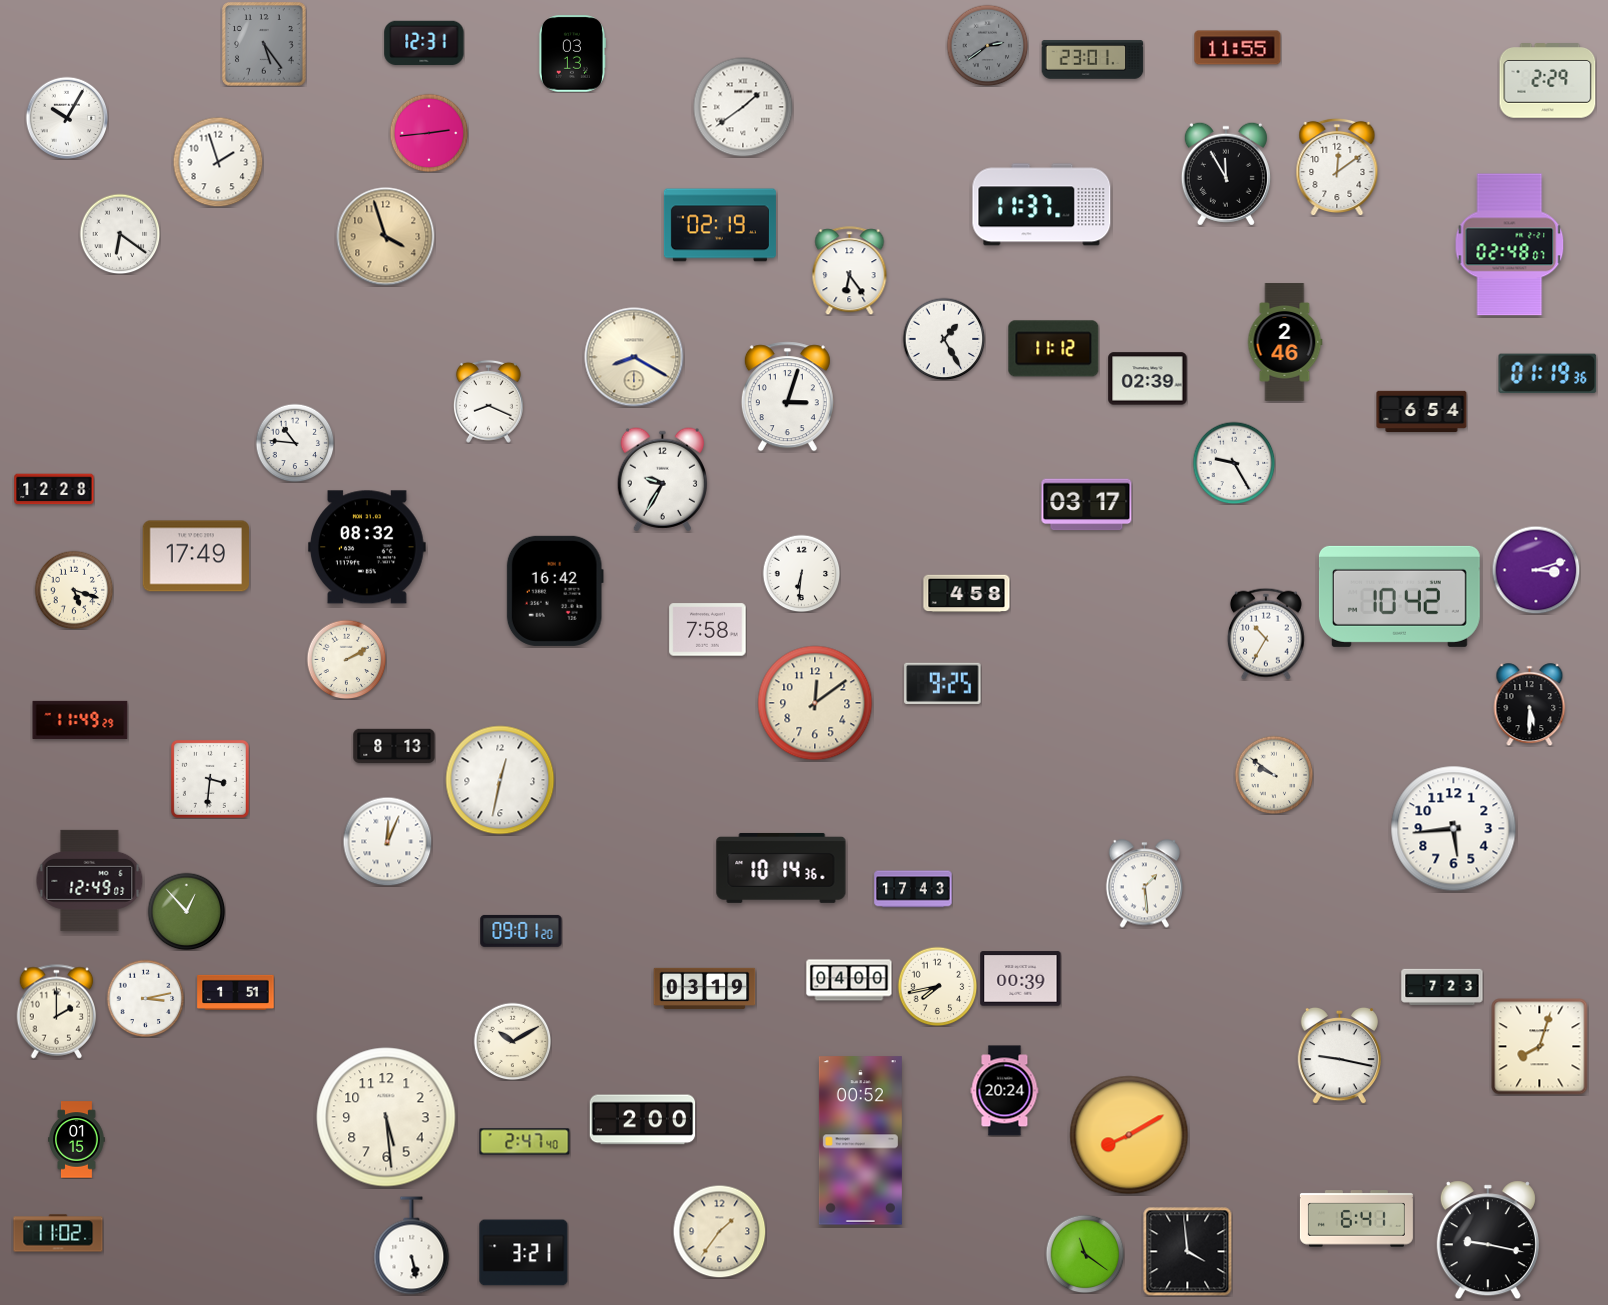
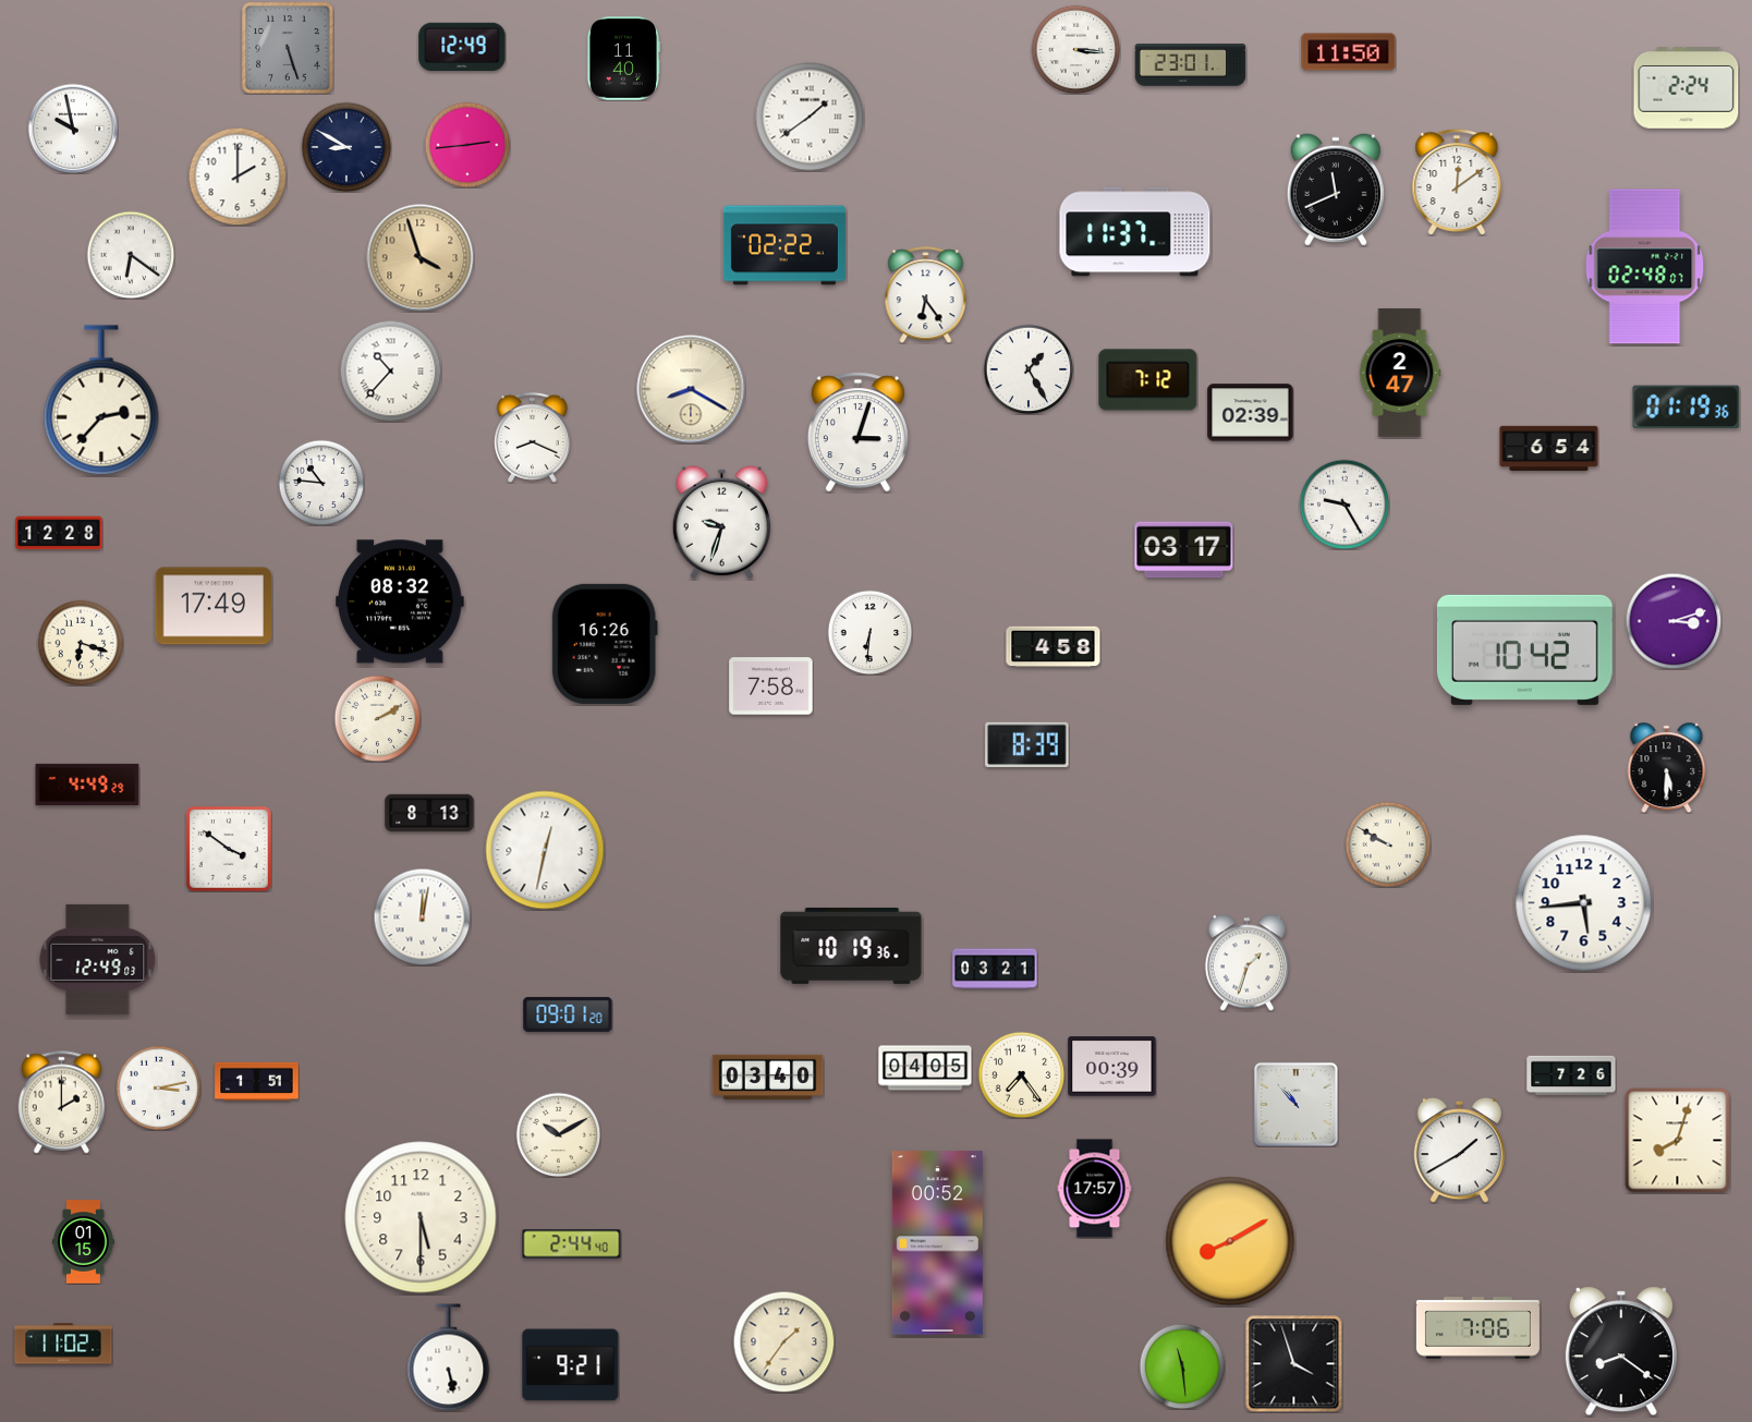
clock at (424, 42): 12:31 -> 12:49
clock at (264, 44): 5:24 -> 5:27
clock at (987, 45): 2:39 -> 3:16
clock at (987, 45) dial: grey -> white
clock at (1238, 48): 11:55 -> 11:50
clock at (572, 54): 03:13 -> 11:40
clock at (1548, 81): 2:29 -> 2:24
clock at (67, 118): 10:05 -> 9:58
clock at (346, 147): none -> 8:50
clock at (218, 162): 1:57 -> 2:00
clock at (1226, 174): 11:55 -> 11:41
clock at (1042, 205) position: (1042, 205) -> (1135, 232)
clock at (720, 225): 02:19 -> 02:22
clock at (390, 370): none -> 10:37
clock at (1285, 342): 2:46 -> 2:47
clock at (1054, 349): 11:12 -> 7:12
clock at (101, 400): none -> 2:37
clock at (662, 480): 9:35 -> 9:33
clock at (368, 547) position: (368, 547) -> (401, 601)
clock at (801, 573) position: (801, 573) -> (869, 632)
clock at (74, 590): 5:18 -> 6:18
clock at (555, 591): 16:42 -> 16:26
clock at (1266, 634): 10:35 -> none
clock at (943, 683): 9:25 -> 8:39
clock at (815, 703): 12:09 -> none
clock at (80, 720): 11:49 -> 4:49
clock at (1274, 775): 9:51 -> 9:50
clock at (210, 779): 3:31 -> 3:51
clock at (387, 841): 12:04 -> 12:02
clock at (781, 868): 10:14 -> 10:19
clock at (1144, 884): 1:29 -> 1:33
clock at (913, 889): 17:43 -> 03:21
clock at (186, 911): 12:53 -> none
clock at (849, 980): 04:00 -> 04:05
clock at (937, 986): 7:43 -> 7:24
clock at (1442, 986): 7:23 -> 7:26
clock at (705, 988): 03:19 -> 03:40
clock at (1295, 1104): none -> 10:53
clock at (1339, 1055): 9:17 -> 1:40
clock at (1005, 1091): 20:24 -> 17:57
clock at (386, 1117): 5:29 -> 5:30
clock at (643, 1120): 2:00 -> none
clock at (1129, 1135) position: (1129, 1135) -> (1230, 1241)
clock at (525, 1142): 2:47 -> 2:44
clock at (1356, 1219): 6:41 -> 7:06
clock at (1488, 1240): 9:17 -> 8:21
clock at (1187, 1251): 3:59 -> 3:57
clock at (524, 1253): 3:21 -> 9:21
clock at (1085, 1254): 11:21 -> 11:29
